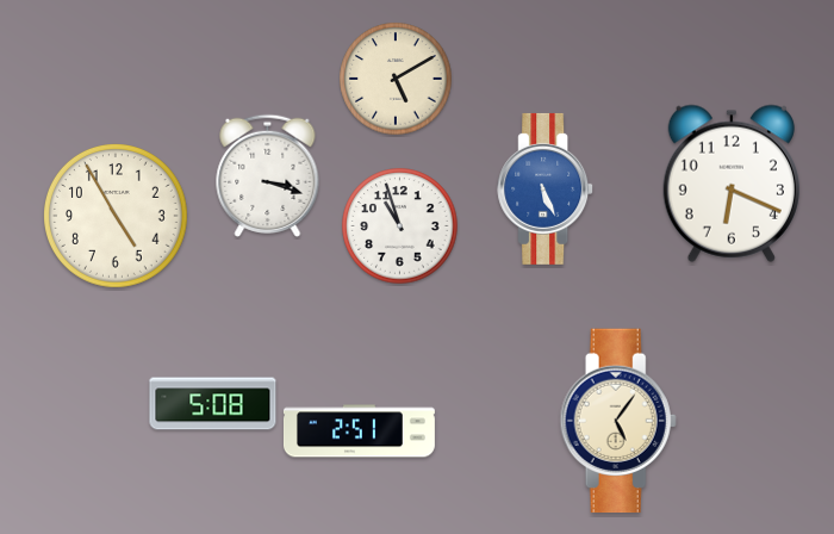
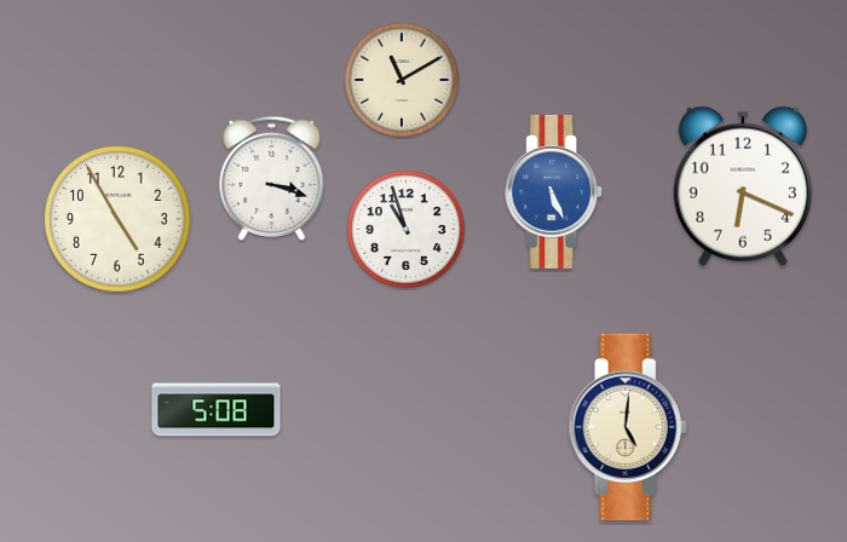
clock at (396, 79): 5:10 -> 11:10
clock at (618, 421): 5:06 -> 5:01
clock at (359, 431): 2:51 -> none
